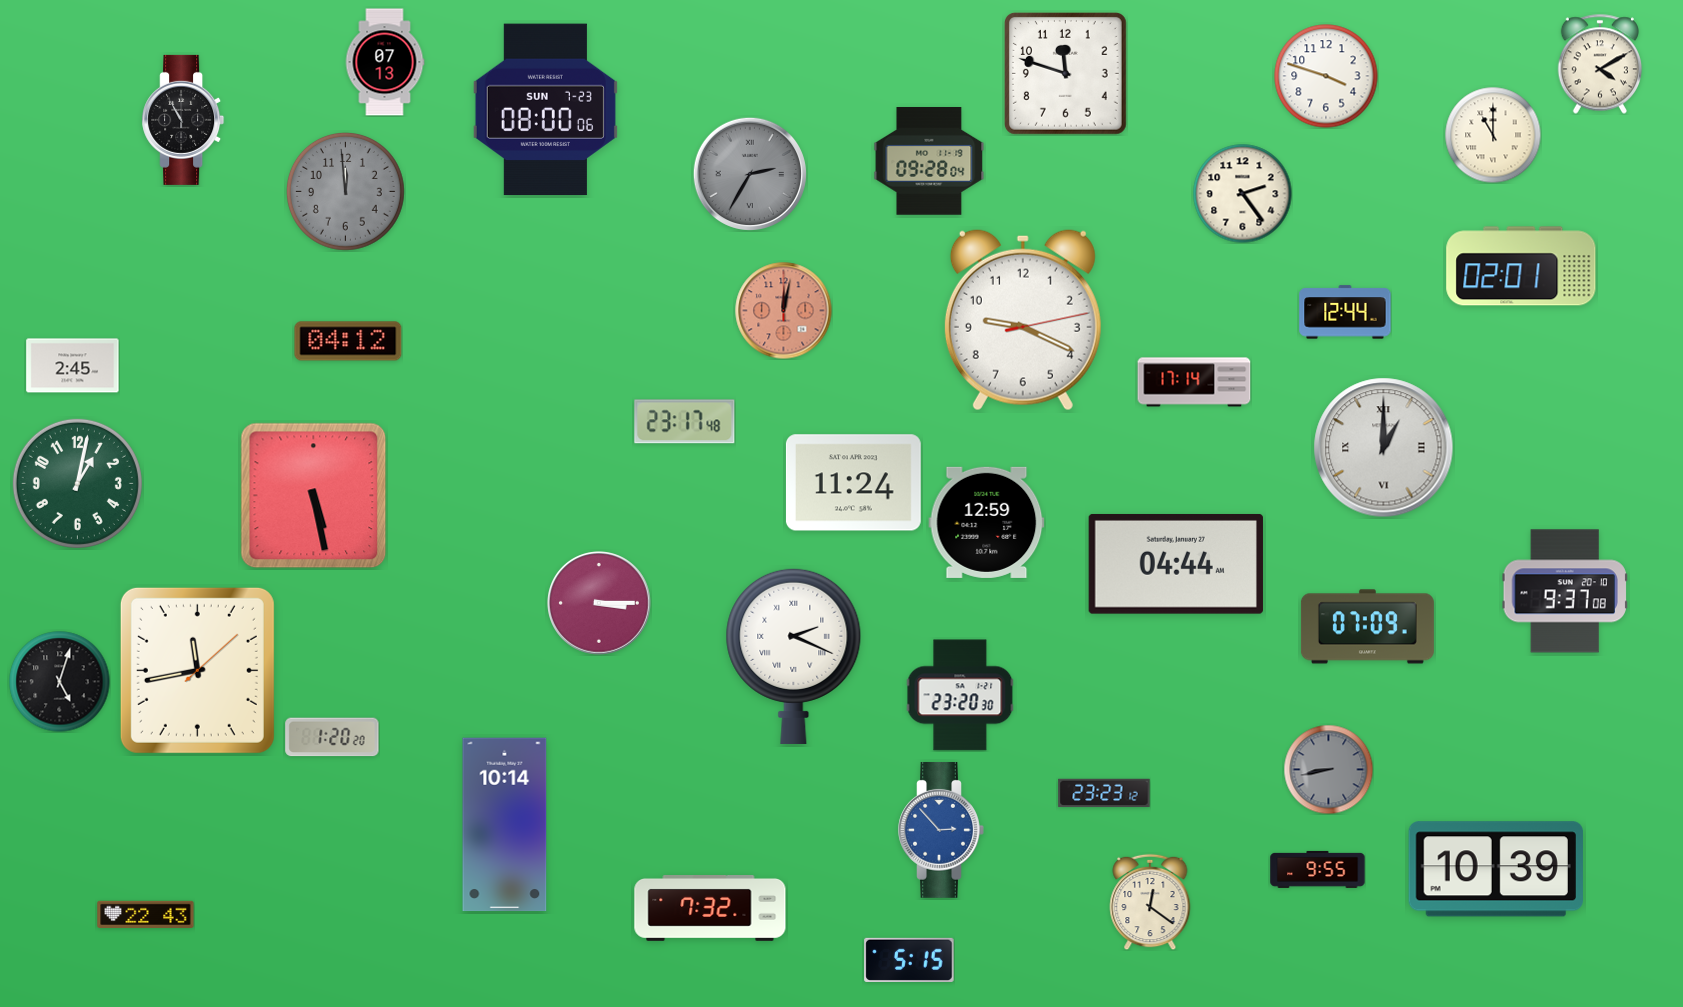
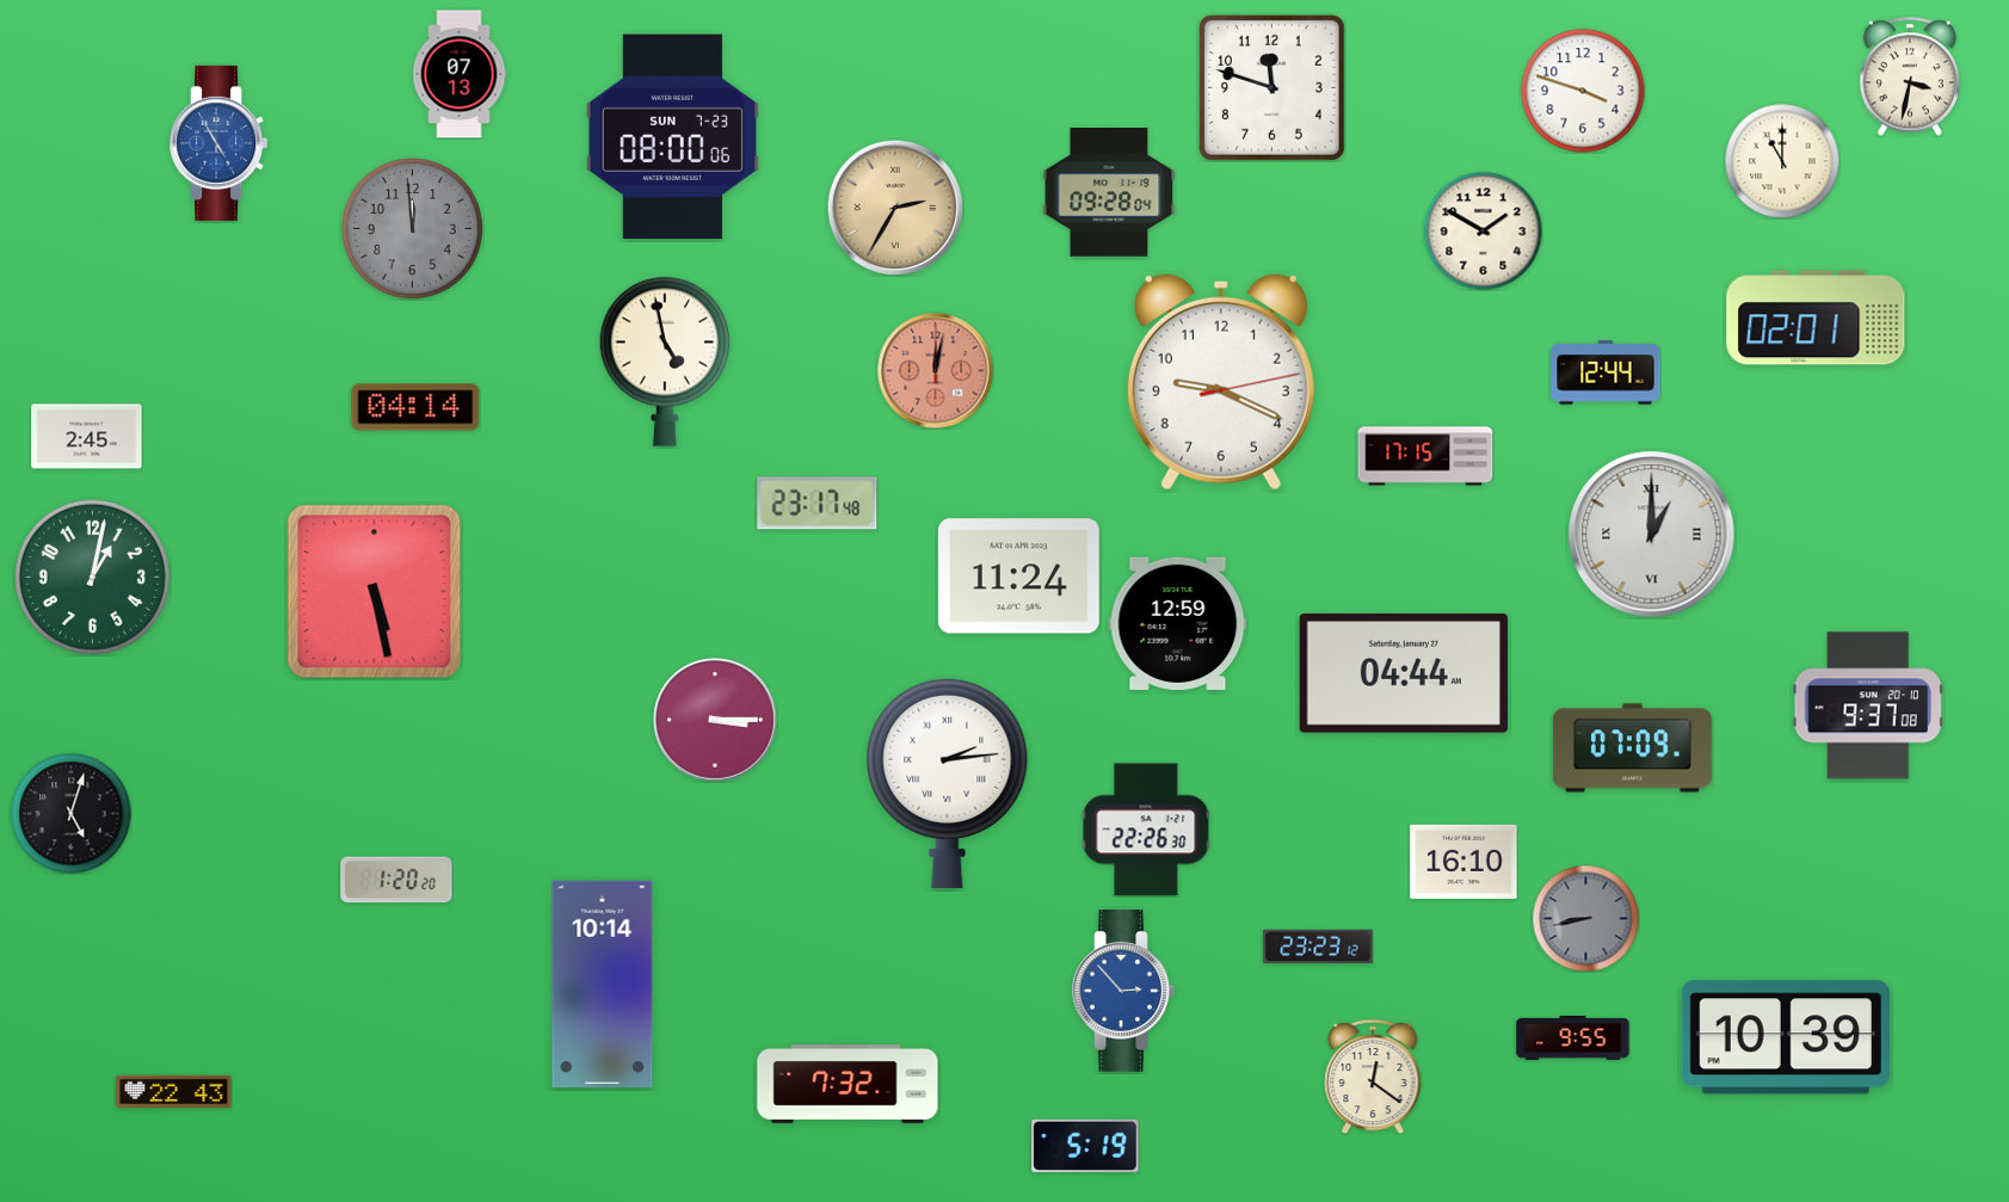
clock at (1599, 64): 4:10 -> 3:32
clock at (545, 110) position: (545, 110) -> (672, 137)
clock at (183, 120): 10:55 -> 4:55
clock at (183, 120) dial: black -> blue
clock at (749, 173) dial: grey -> champagne
clock at (1243, 194): 2:24 -> 1:50
clock at (664, 362): none -> 4:58
clock at (348, 341): 04:12 -> 04:14
clock at (1194, 382): 17:14 -> 17:15
clock at (794, 656): 2:19 -> 2:14
clock at (197, 670): 11:43 -> none
clock at (960, 695): 23:20 -> 22:26
clock at (1463, 862): none -> 16:10
clock at (909, 960): 5:15 -> 5:19
